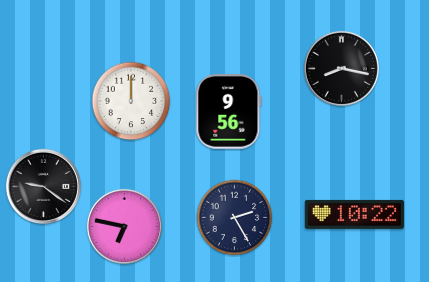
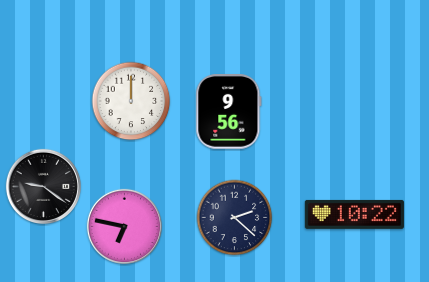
clock at (341, 68): 8:17 -> none
clock at (235, 218): 2:25 -> 2:22
